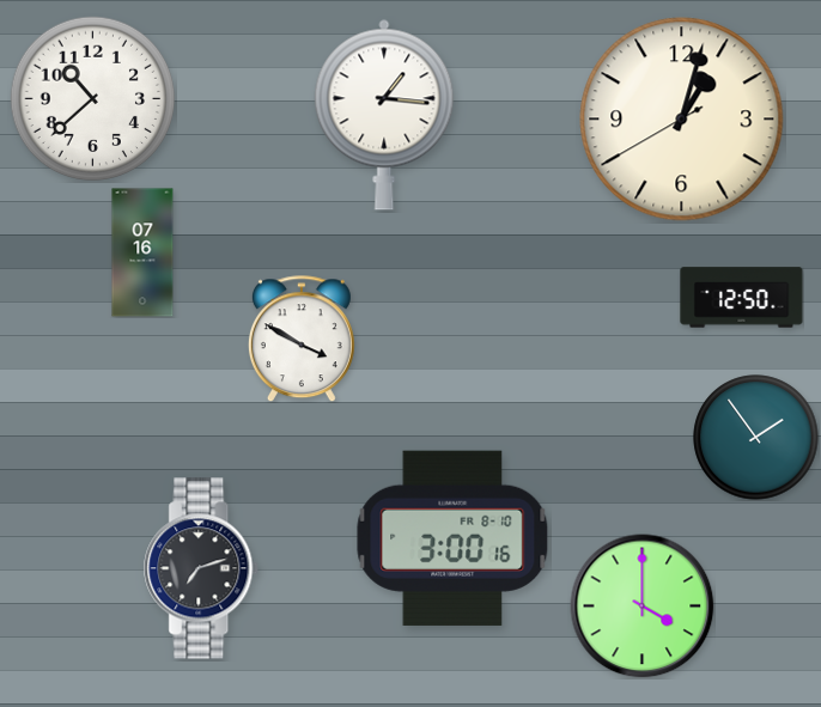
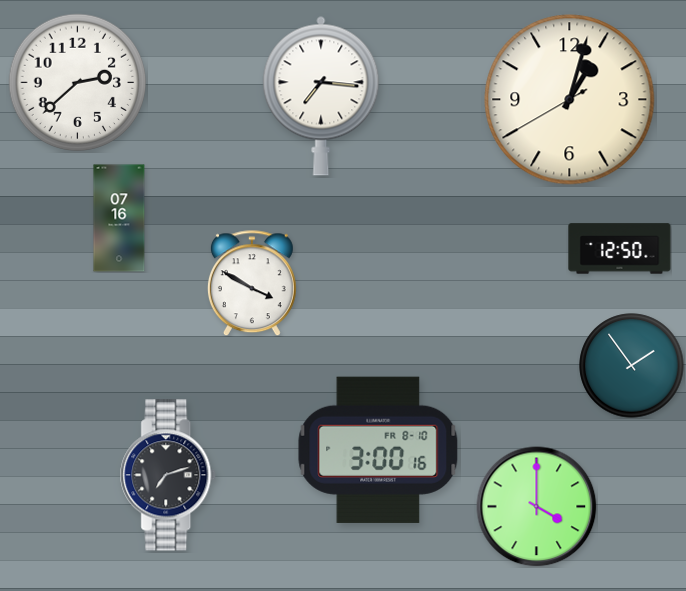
clock at (93, 99): 10:38 -> 2:38
clock at (384, 115): 1:16 -> 7:16
clock at (142, 252) position: (142, 252) -> (119, 218)
